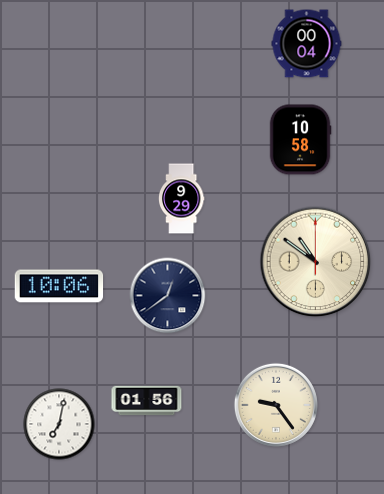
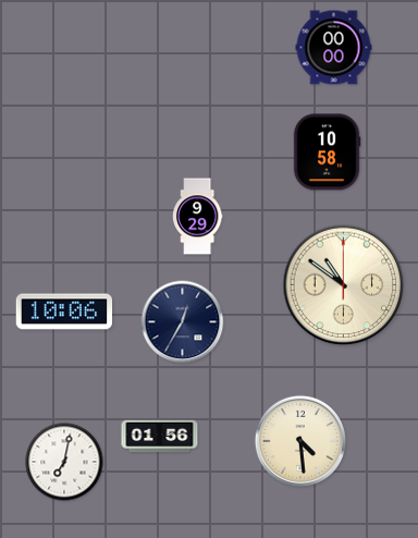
clock at (307, 44): 00:04 -> 00:00
clock at (168, 296): 12:39 -> 12:35
clock at (276, 405): 9:24 -> 4:29
